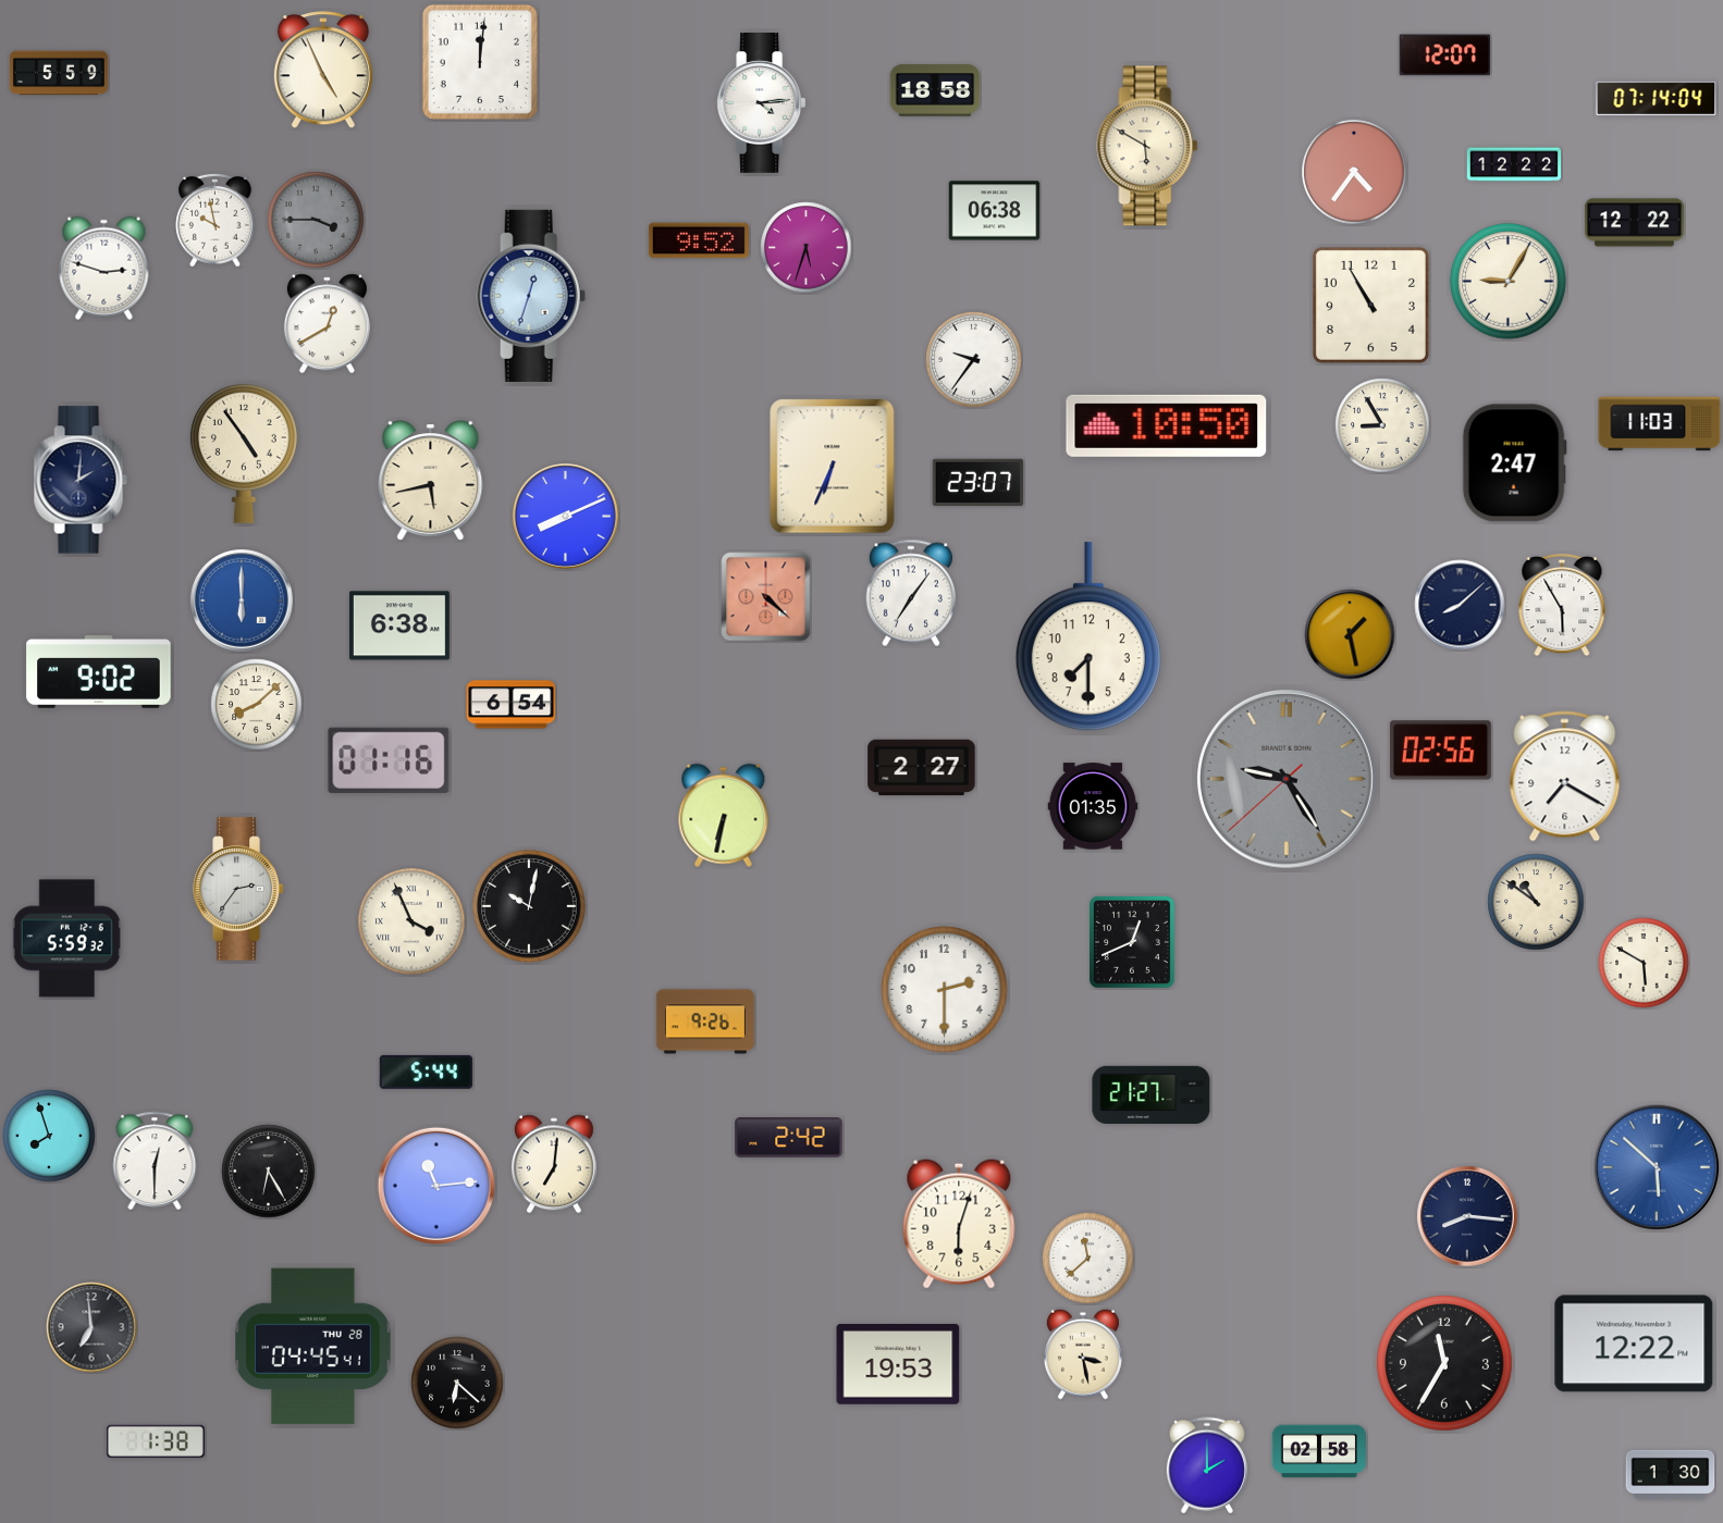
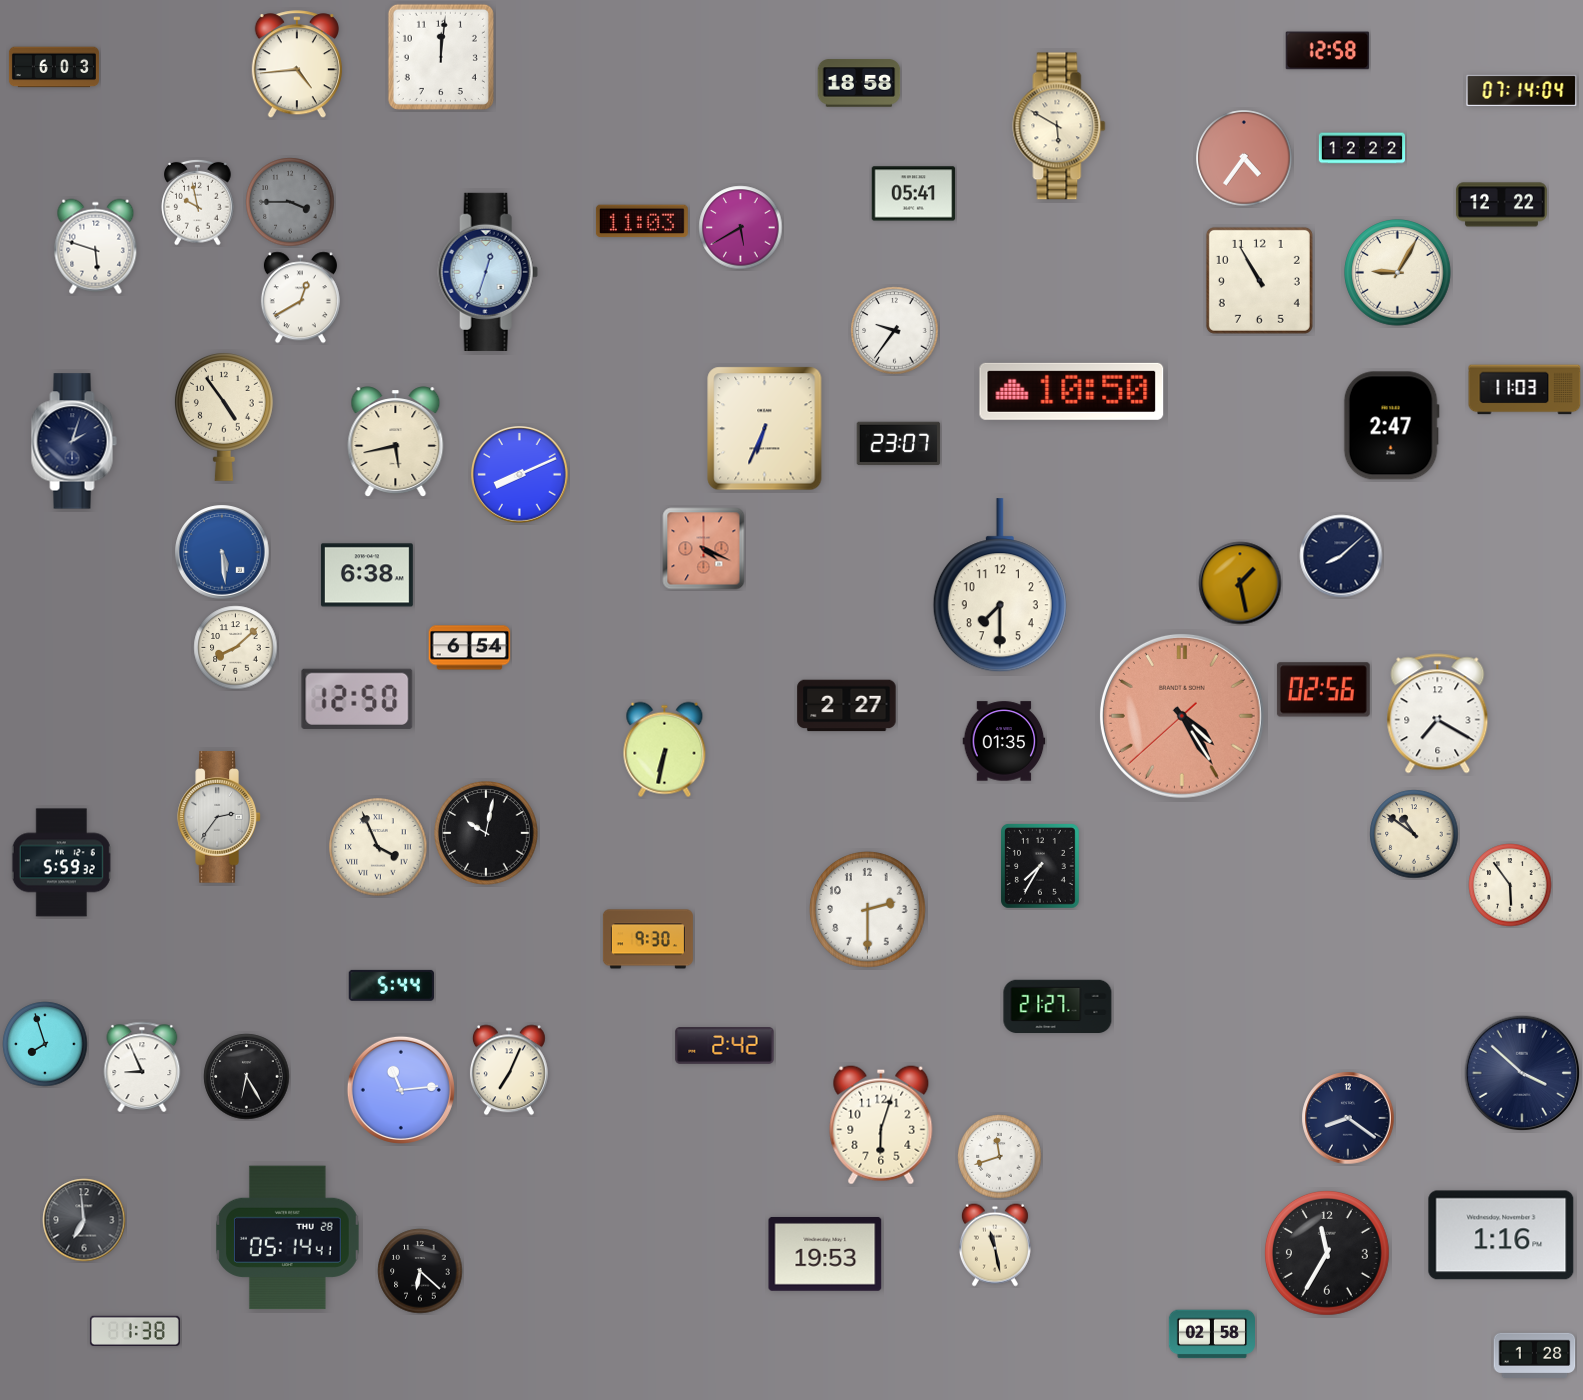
clock at (1445, 55): 12:07 -> 12:58
clock at (323, 71): 4:56 -> 4:44
clock at (59, 73): 5:59 -> 6:03
clock at (762, 102): 4:14 -> none
clock at (1147, 146) position: (1147, 146) -> (1059, 126)
clock at (1514, 164) position: (1514, 164) -> (1362, 148)
clock at (995, 211): 06:38 -> 05:41
clock at (699, 240): 9:52 -> 11:03
clock at (807, 248): 5:33 -> 5:40
clock at (104, 269): 2:48 -> 5:48
clock at (1509, 282) position: (1509, 282) -> (1398, 273)
clock at (1382, 425): 8:55 -> none
clock at (81, 480): 2:01 -> 2:03
clock at (911, 593): 7:06 -> none
clock at (766, 597): 4:22 -> 4:19
clock at (242, 600): 6:00 -> 5:29
clock at (1562, 605): 5:55 -> none
clock at (99, 672): 9:02 -> none
clock at (389, 760): 01:16 -> 12:50
clock at (1287, 779): 9:24 -> 4:24
clock at (1287, 779) dial: grey -> salmon
clock at (1536, 902) position: (1536, 902) -> (1414, 834)
clock at (1133, 943): 12:41 -> 7:35
clock at (1644, 963): 5:50 -> 5:54
clock at (705, 1021): 9:26 -> 9:30
clock at (155, 1161): 12:30 -> 8:56
clock at (554, 1164): 7:01 -> 7:04
clock at (1657, 1167): 5:52 -> 3:52
clock at (1657, 1167) dial: blue -> navy
clock at (1467, 1216): 8:16 -> 8:21
clock at (1088, 1259): 11:38 -> 11:42
clock at (1634, 1344): 12:22 -> 1:16
clock at (313, 1347): 04:45 -> 05:14
clock at (1083, 1354): 3:28 -> 11:28
clock at (156, 1440) position: (156, 1440) -> (135, 1330)
clock at (1207, 1465): 2:00 -> none
clock at (1671, 1474): 1:30 -> 1:28
